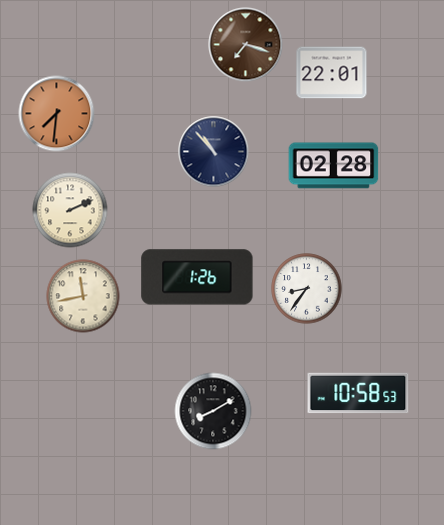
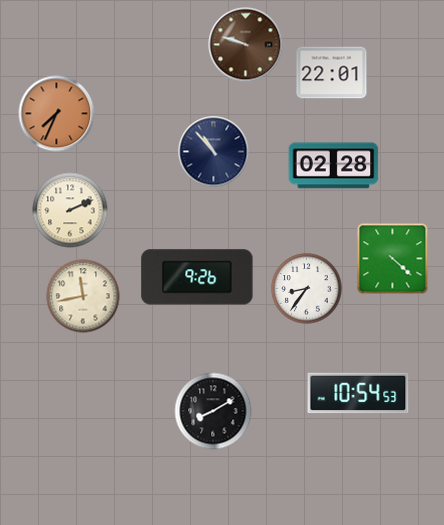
clock at (246, 45): 7:18 -> 9:48
clock at (57, 114): 7:31 -> 7:34
clock at (393, 259): none -> 4:22
clock at (197, 277): 1:26 -> 9:26
clock at (358, 393): 10:58 -> 10:54
